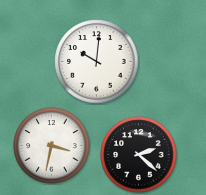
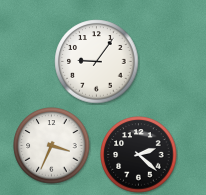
clock at (97, 62): 10:01 -> 9:06
clock at (52, 146): 3:32 -> 3:34
